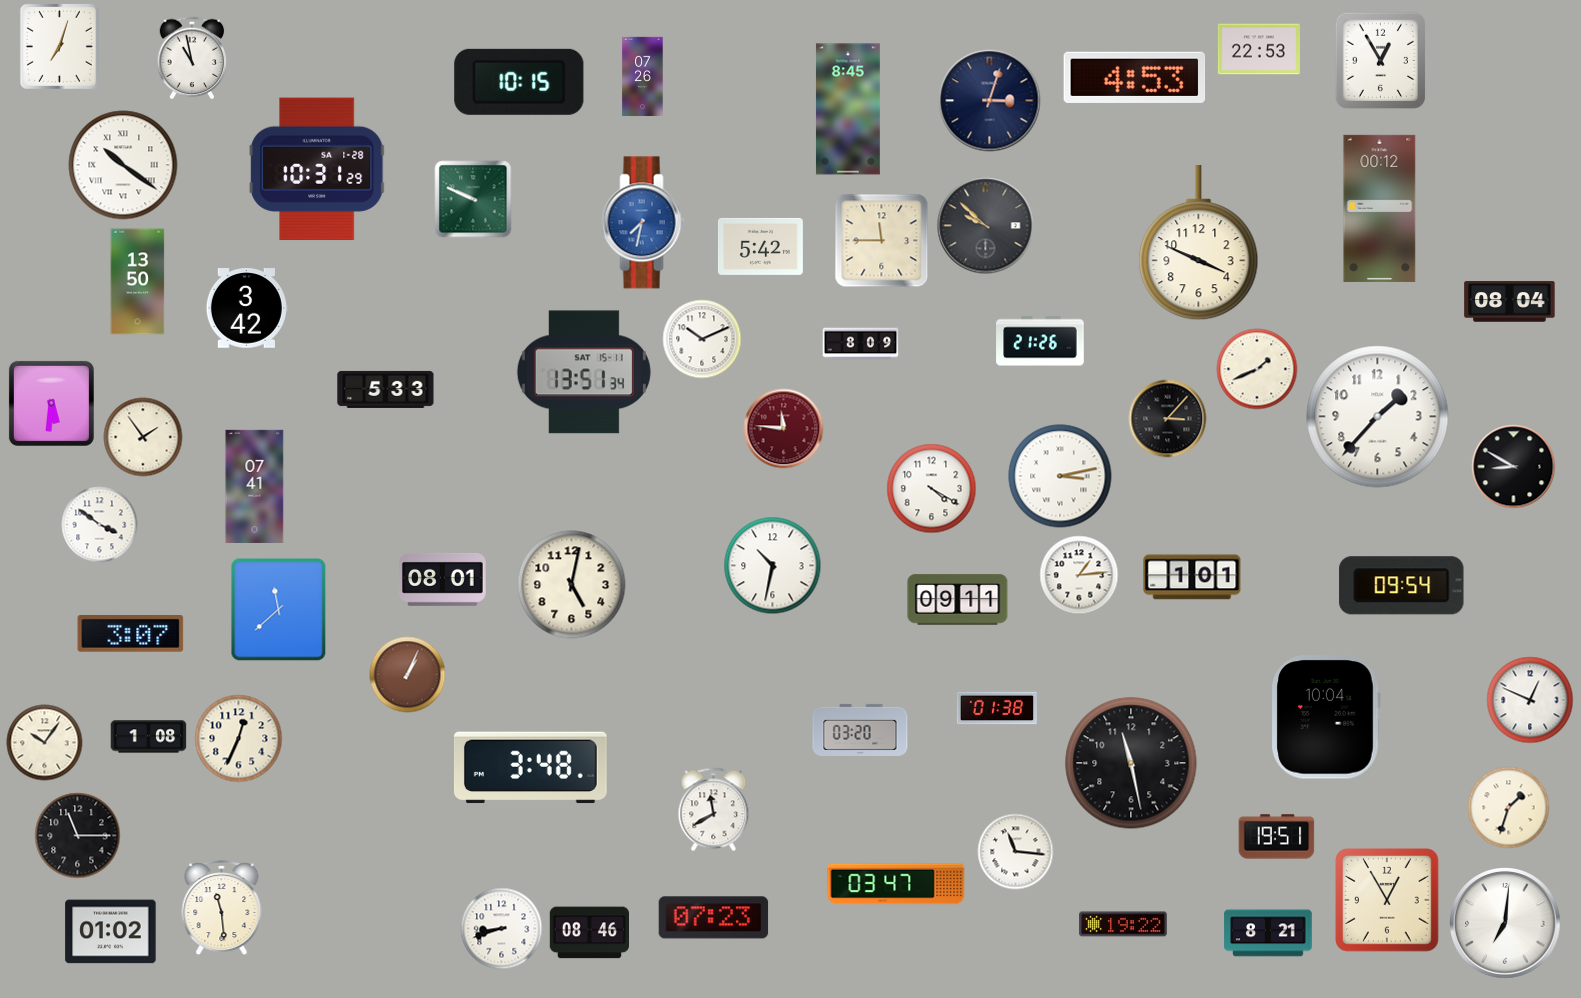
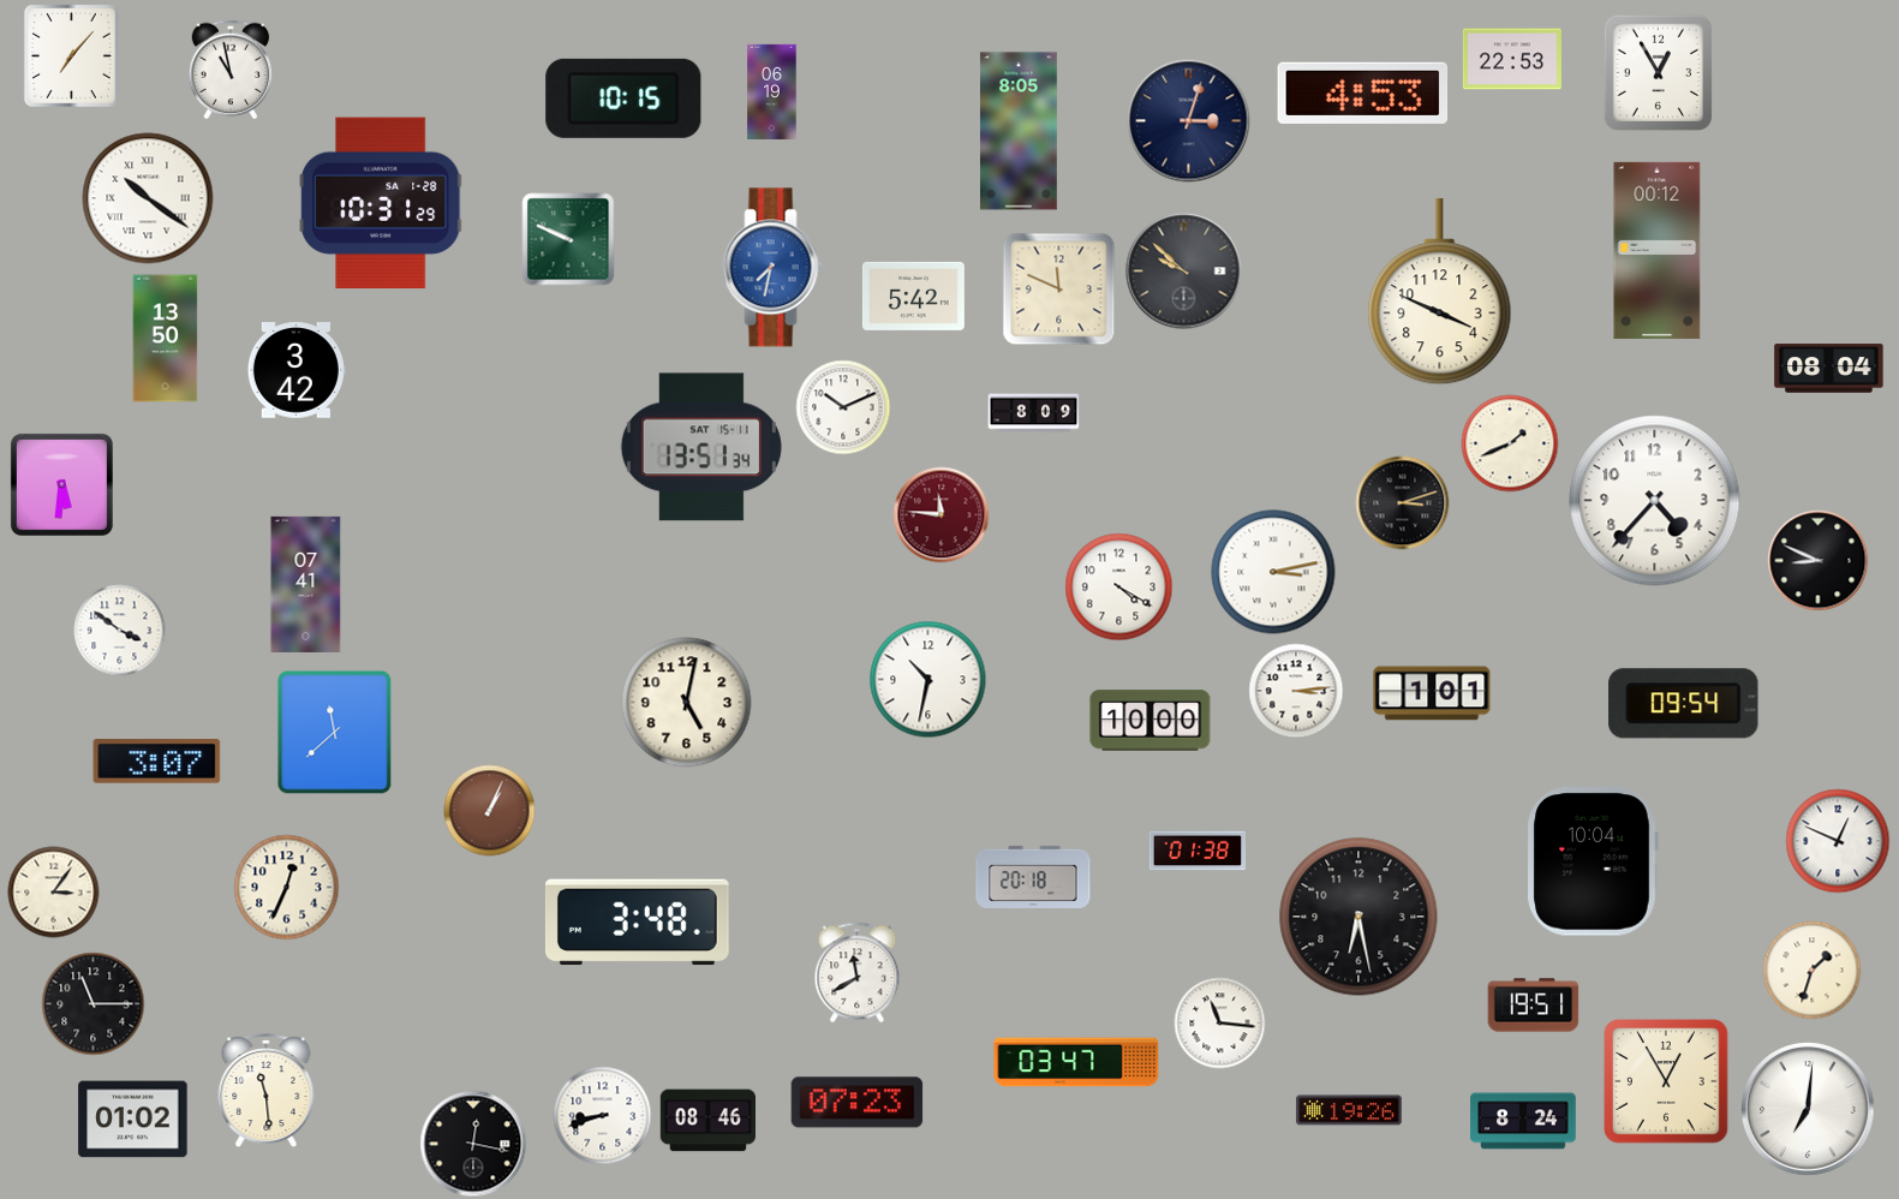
clock at (59, 46): 7:03 -> 7:07
clock at (643, 77): 07:26 -> 06:19
clock at (848, 109): 8:45 -> 8:05
clock at (882, 241): 11:45 -> 11:49
clock at (1510, 302) position: (1510, 302) -> (1829, 369)
clock at (1040, 341): 21:26 -> none
clock at (386, 389): 5:33 -> none
clock at (1378, 417): 1:37 -> 4:37
clock at (1168, 419): 3:07 -> 3:12
clock at (143, 437): 1:54 -> none
clock at (1514, 467): 8:50 -> 8:49
clock at (1079, 575): 1:14 -> 3:14
clock at (443, 579): 08:01 -> none
clock at (958, 600): 09:11 -> 10:00
clock at (860, 730): 03:20 -> 20:18
clock at (149, 737): 1:08 -> none
clock at (45, 743): 10:06 -> 3:06
clock at (1131, 763): 11:28 -> 6:28
clock at (1123, 924): 19:22 -> 19:26
clock at (1268, 933): 8:21 -> 8:24
clock at (473, 1144): none -> 12:17
